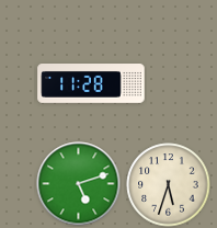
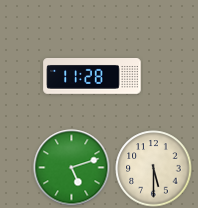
clock at (91, 84) position: (91, 84) -> (92, 77)
clock at (169, 185): 5:33 -> 5:30
